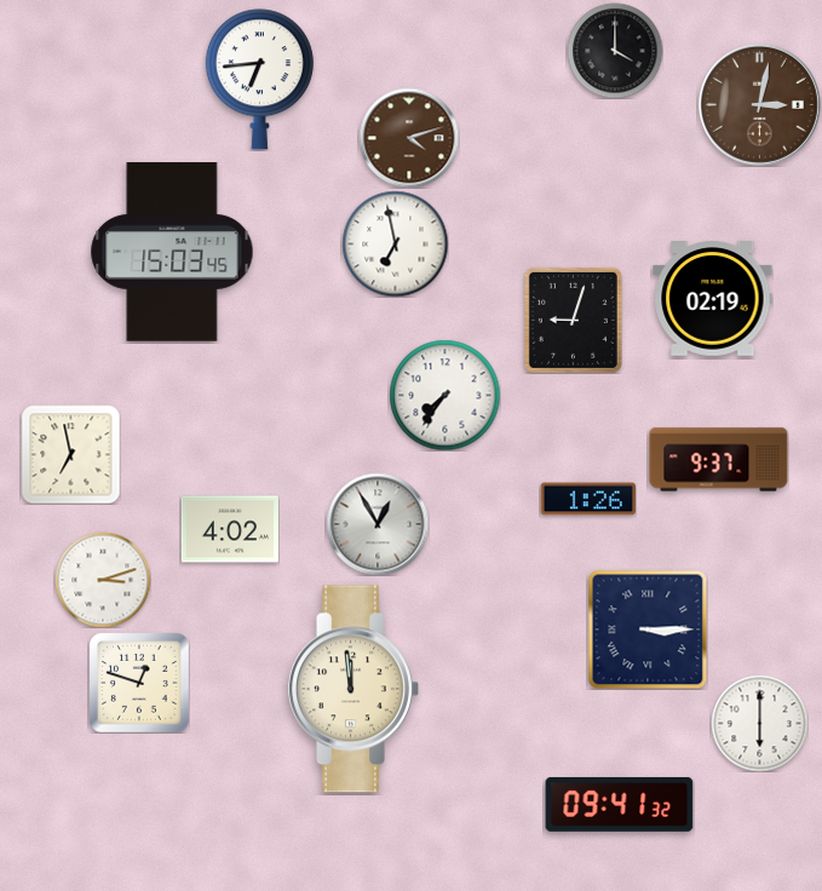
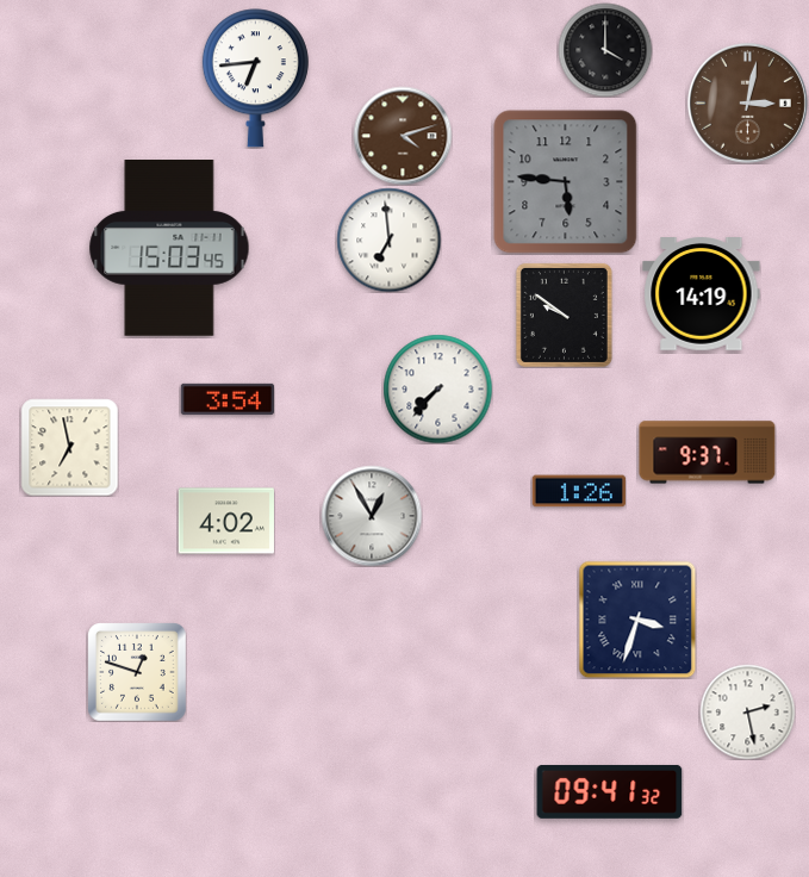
clock at (566, 182): none -> 5:46
clock at (395, 243): 6:58 -> 6:59
clock at (713, 299): 02:19 -> 14:19
clock at (573, 320): 9:03 -> 9:51
clock at (444, 395): 7:36 -> 7:37
clock at (226, 399): none -> 3:54
clock at (103, 580): 3:12 -> none
clock at (648, 630): 3:15 -> 3:33
clock at (353, 689): 11:59 -> none
clock at (759, 723): 6:00 -> 2:28
